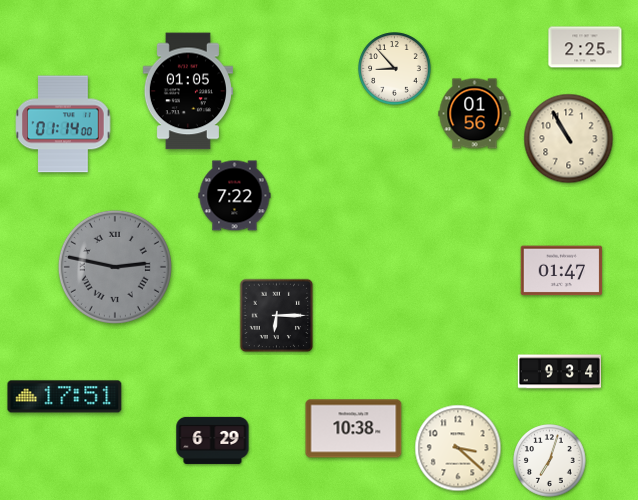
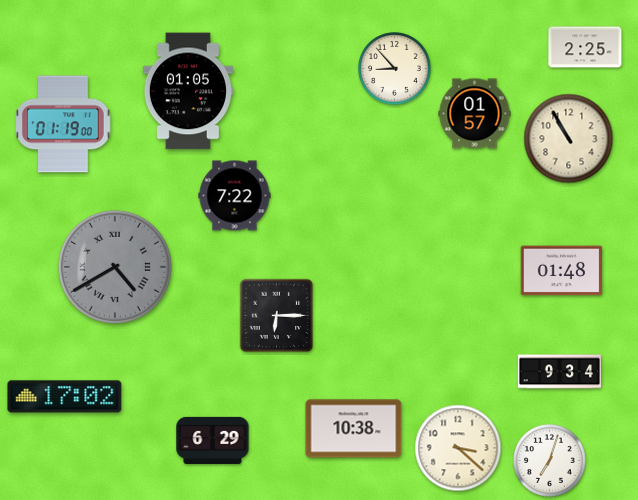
clock at (475, 114): 01:56 -> 01:57
clock at (63, 124): 01:14 -> 01:19
clock at (115, 267): 2:47 -> 4:40
clock at (562, 271): 01:47 -> 01:48
clock at (65, 397): 17:51 -> 17:02
